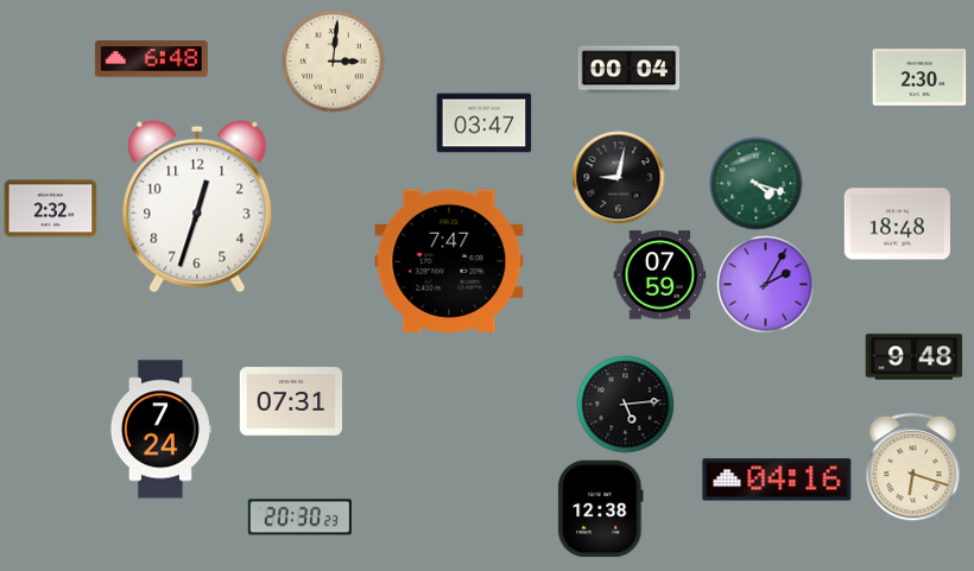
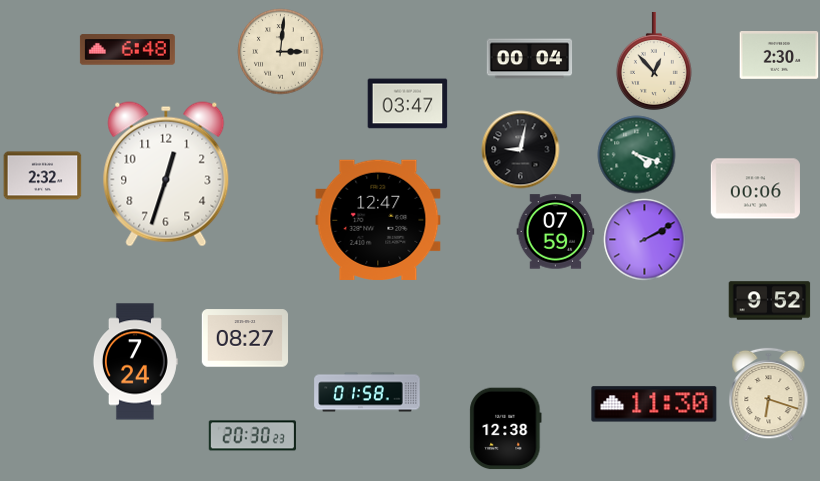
clock at (654, 61): none -> 12:53
clock at (919, 78) position: (919, 78) -> (779, 56)
clock at (897, 224): 18:48 -> 00:06
clock at (449, 261): 7:47 -> 12:47
clock at (765, 284): 2:05 -> 2:10
clock at (913, 357): 9:48 -> 9:52
clock at (291, 401): 07:31 -> 08:27
clock at (625, 404): 5:14 -> none
clock at (367, 392): none -> 01:58
clock at (777, 480): 04:16 -> 11:30
